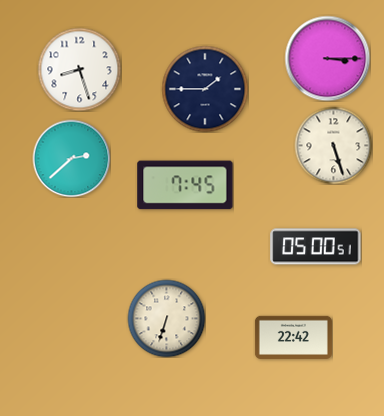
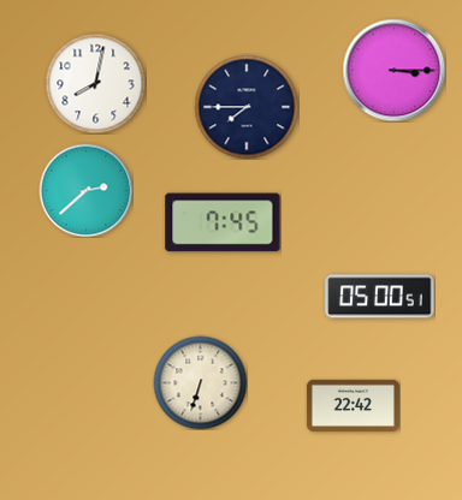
clock at (79, 69): 8:27 -> 8:02
clock at (205, 89): 1:45 -> 7:45
clock at (333, 145): 5:27 -> none
